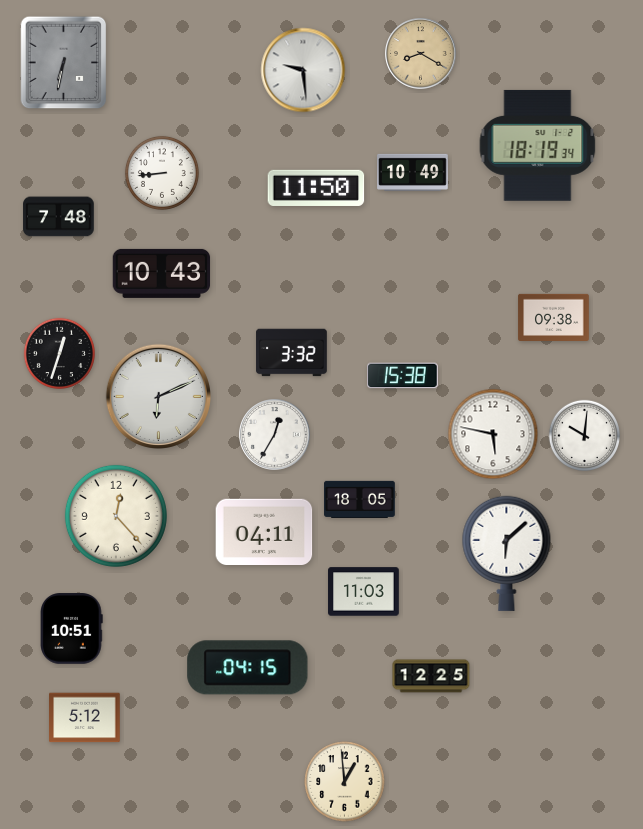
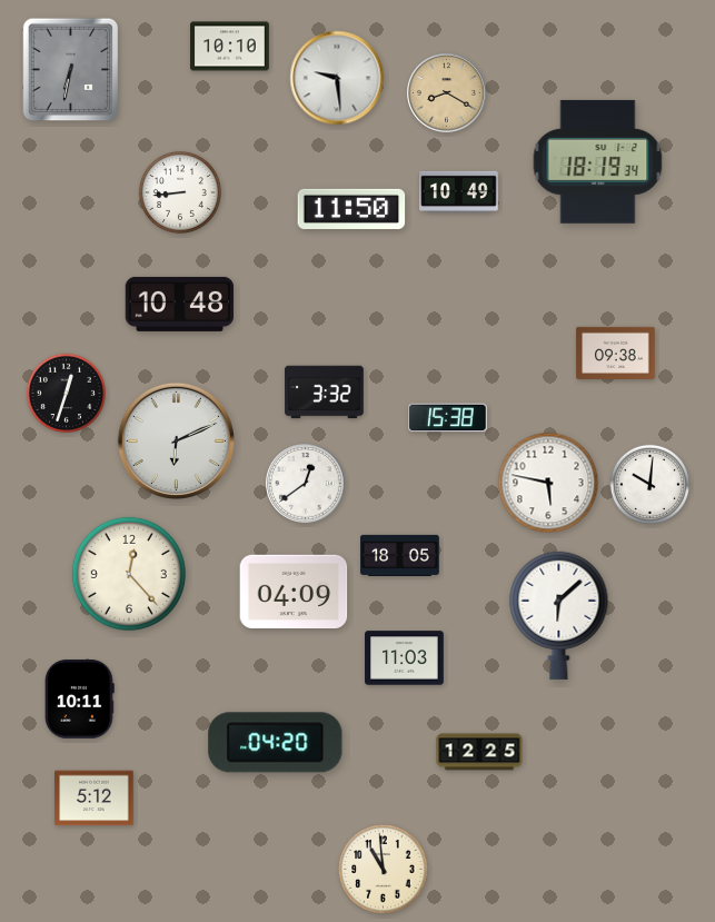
clock at (230, 47): none -> 10:10
clock at (421, 54) position: (421, 54) -> (447, 93)
clock at (59, 217): 7:48 -> none
clock at (162, 273): 10:43 -> 10:48
clock at (275, 435): 12:35 -> 12:39
clock at (264, 531): 04:11 -> 04:09
clock at (507, 553) position: (507, 553) -> (559, 615)
clock at (72, 629): 10:51 -> 10:11
clock at (248, 668): 04:15 -> 04:20
clock at (345, 782): 12:59 -> 10:59
